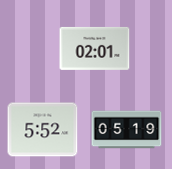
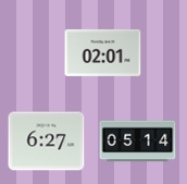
clock at (43, 130): 5:52 -> 6:27
clock at (127, 130): 05:19 -> 05:14
